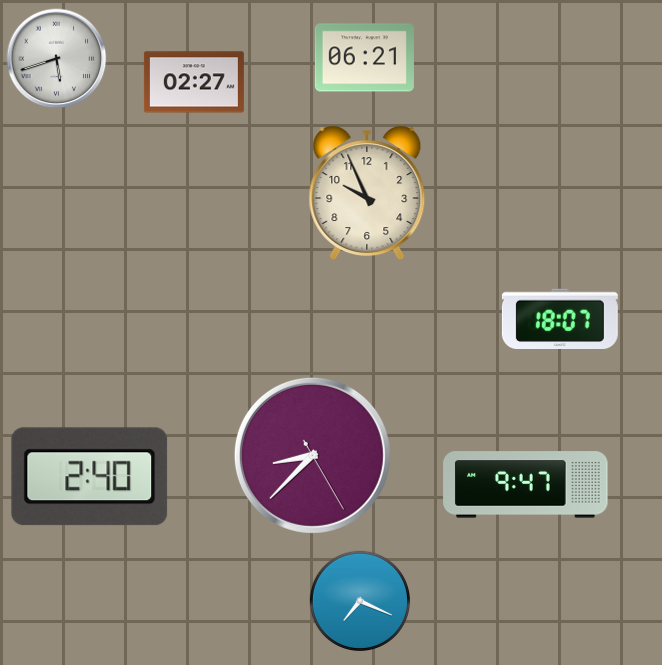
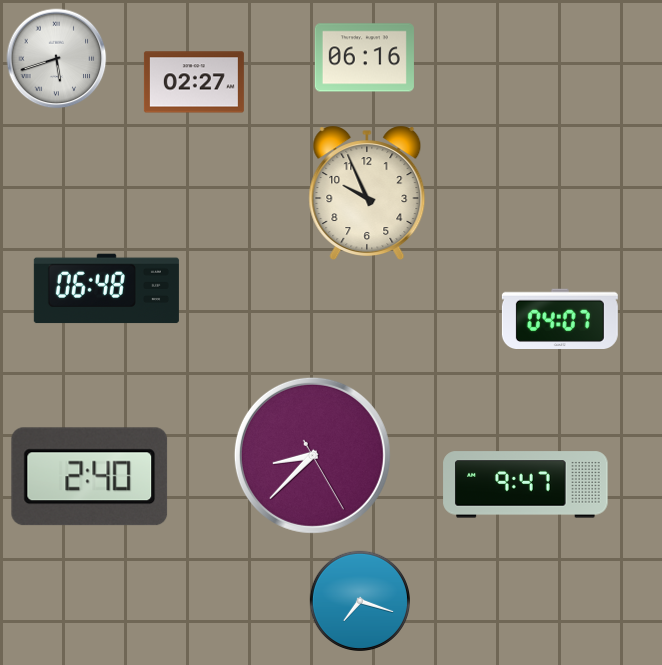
clock at (364, 58): 06:21 -> 06:16
clock at (106, 289): none -> 06:48
clock at (560, 318): 18:07 -> 04:07
clock at (359, 600): 7:19 -> 7:18
